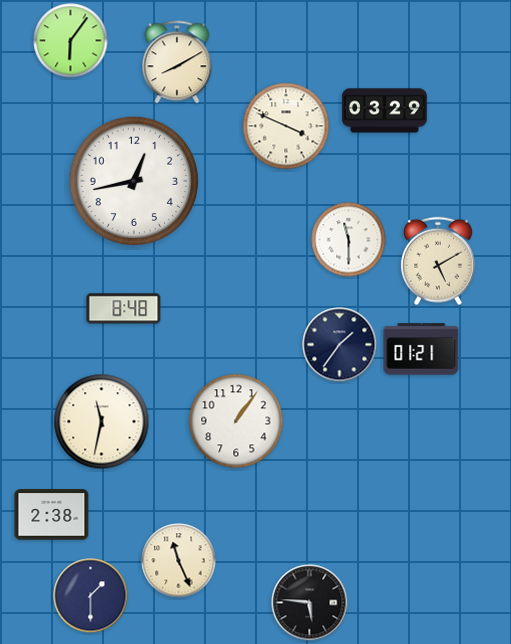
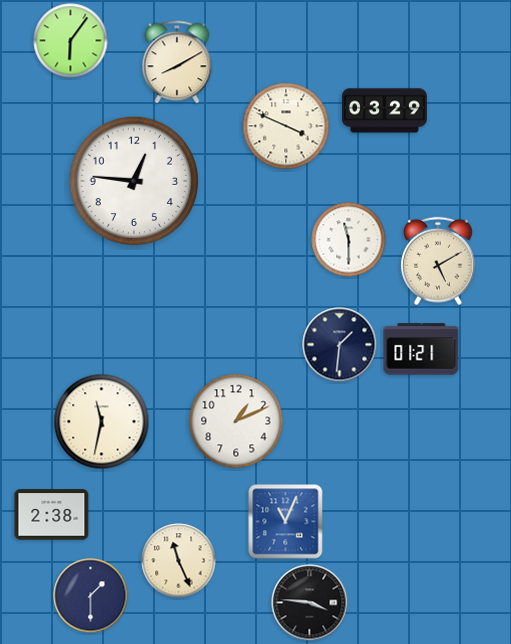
clock at (134, 181): 12:43 -> 12:46
clock at (124, 309): 8:48 -> none
clock at (340, 345): 1:36 -> 1:31
clock at (236, 421): 1:06 -> 1:11
clock at (286, 522): none -> 11:04
clock at (310, 603): 5:46 -> 3:46
